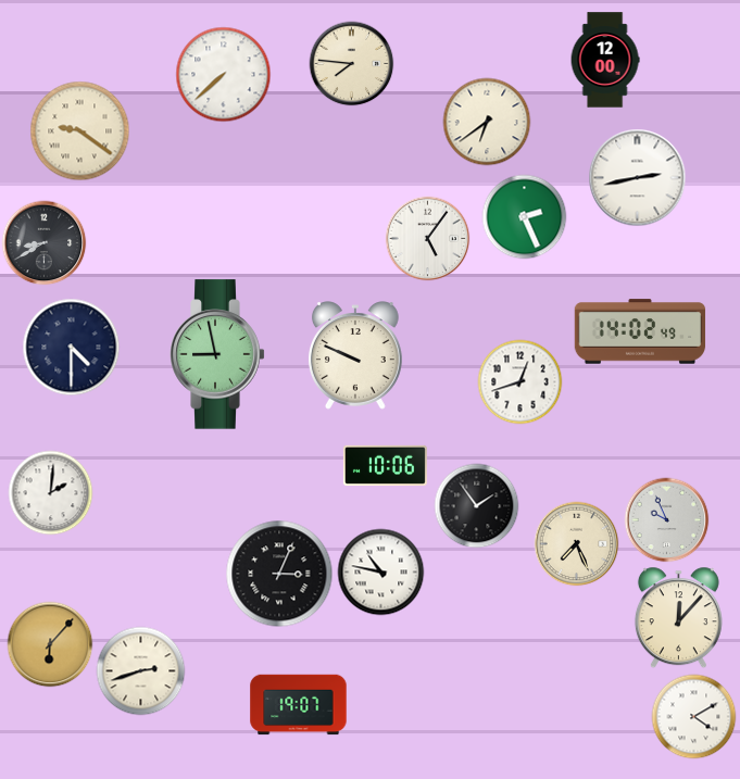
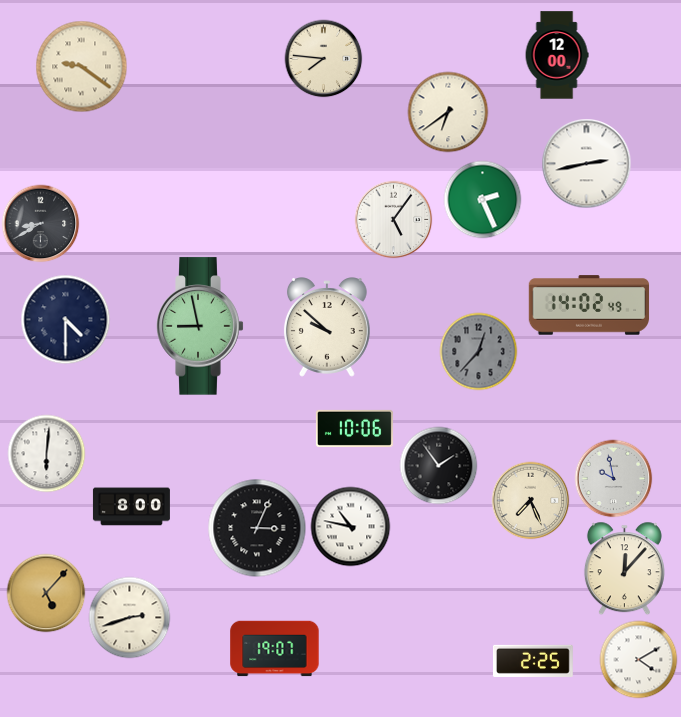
clock at (223, 74): 7:38 -> none
clock at (79, 130) position: (79, 130) -> (81, 66)
clock at (355, 355): 9:49 -> 9:52
clock at (519, 381): 12:42 -> 12:37
clock at (519, 381) dial: white -> grey
clock at (50, 492): 2:01 -> 6:01
clock at (666, 519): 9:56 -> 9:58
clock at (131, 507): none -> 8:00
clock at (50, 644): 6:07 -> 5:07
clock at (533, 661): none -> 2:25
